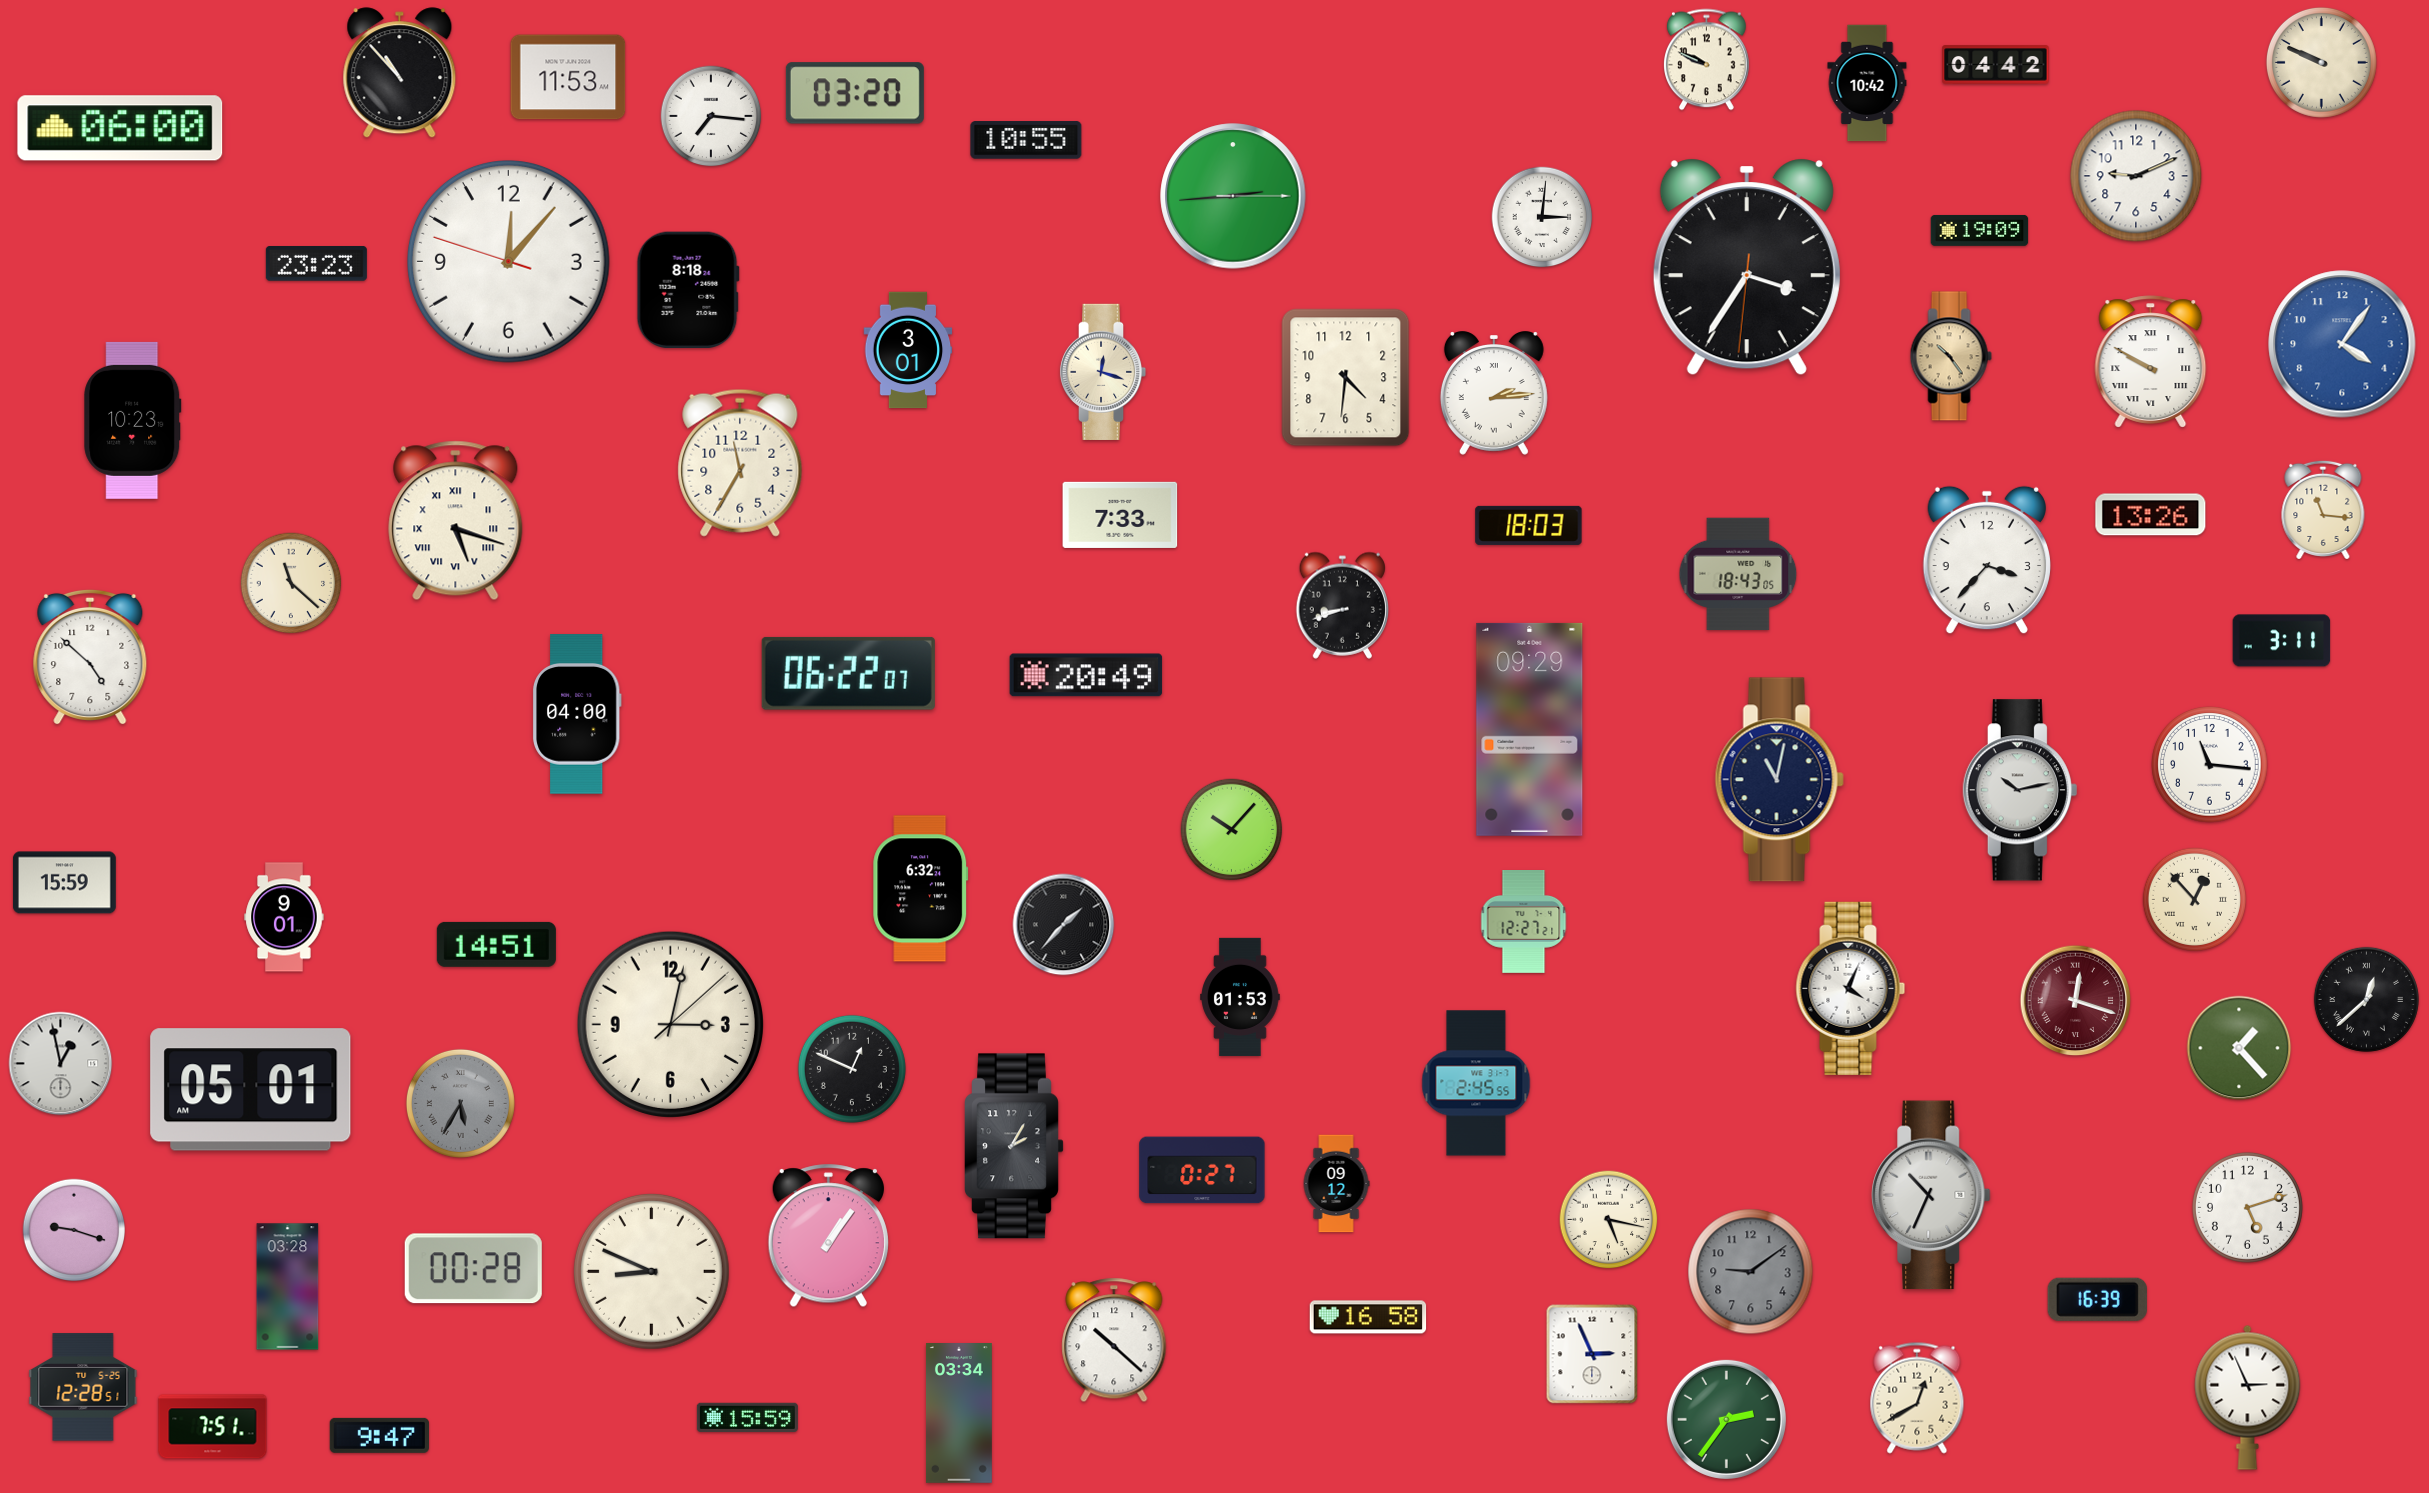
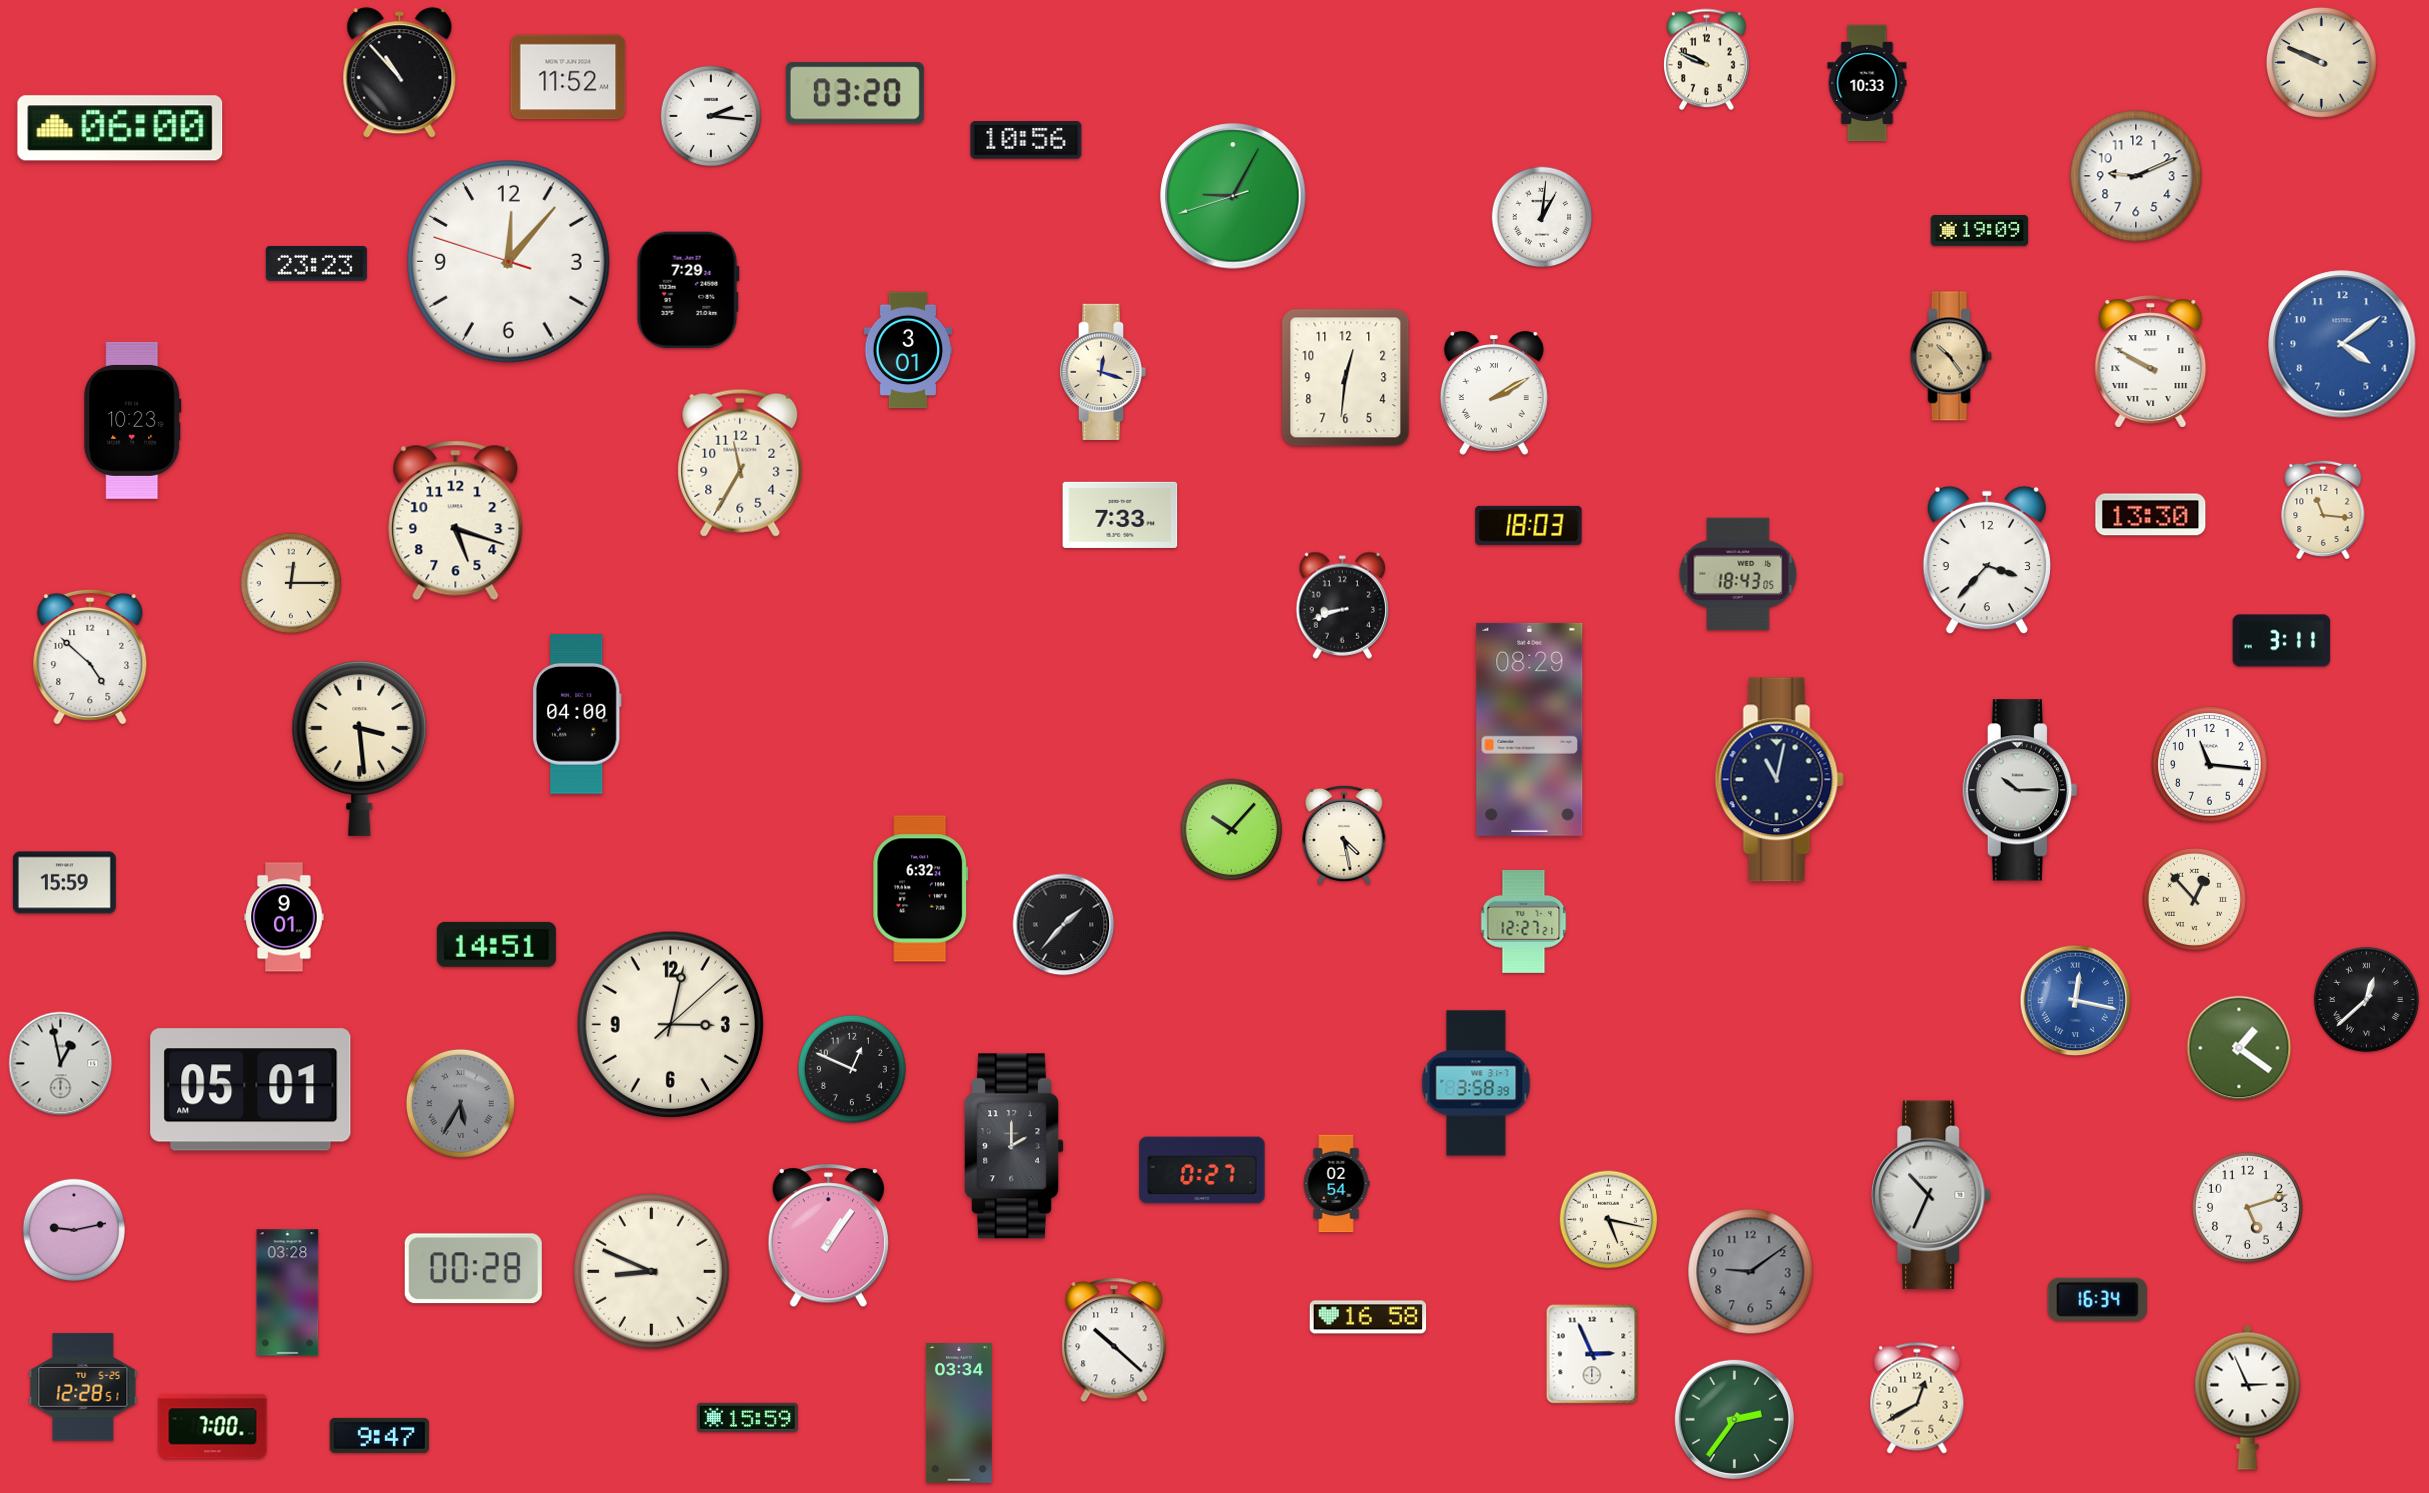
clock at (1996, 65): 04:42 -> none
clock at (568, 77): 11:53 -> 11:52
clock at (1867, 83): 10:42 -> 10:33
clock at (711, 116): 7:16 -> 2:16
clock at (1026, 140): 10:55 -> 10:56
clock at (1233, 196): 2:44 -> 9:04
clock at (1542, 217): 3:01 -> 1:01
clock at (1747, 267): 3:35 -> none
clock at (688, 289): 8:18 -> 7:29
clock at (2342, 344): 4:06 -> 4:09
clock at (1346, 378): 4:31 -> 12:31
clock at (1494, 393): 2:14 -> 2:10
clock at (2151, 515): 13:26 -> 13:30
clock at (456, 521) numerals: Roman -> Arabic
clock at (291, 583): 11:22 -> 12:15
clock at (848, 673): 06:22 -> none
clock at (1086, 675): 20:49 -> none
clock at (1530, 729): 09:29 -> 08:29
clock at (360, 748): none -> 3:29
clock at (2020, 790): 10:13 -> 10:15
clock at (1344, 835): none -> 4:28
clock at (1851, 988): 4:04 -> none
clock at (1240, 997): 01:53 -> none
clock at (2076, 1001): 12:18 -> 12:17
clock at (2076, 1001) dial: burgundy -> blue
clock at (2239, 1048): 1:23 -> 1:21
clock at (1476, 1083): 2:45 -> 3:58
clock at (1015, 1146): 2:05 -> 2:00
clock at (1336, 1184): 09:12 -> 02:54
clock at (74, 1230): 9:18 -> 9:13
clock at (288, 1287) position: (288, 1287) -> (288, 1293)
clock at (2097, 1299): 16:39 -> 16:34
clock at (1726, 1419) position: (1726, 1419) -> (1734, 1419)
clock at (213, 1427): 7:51 -> 7:00
